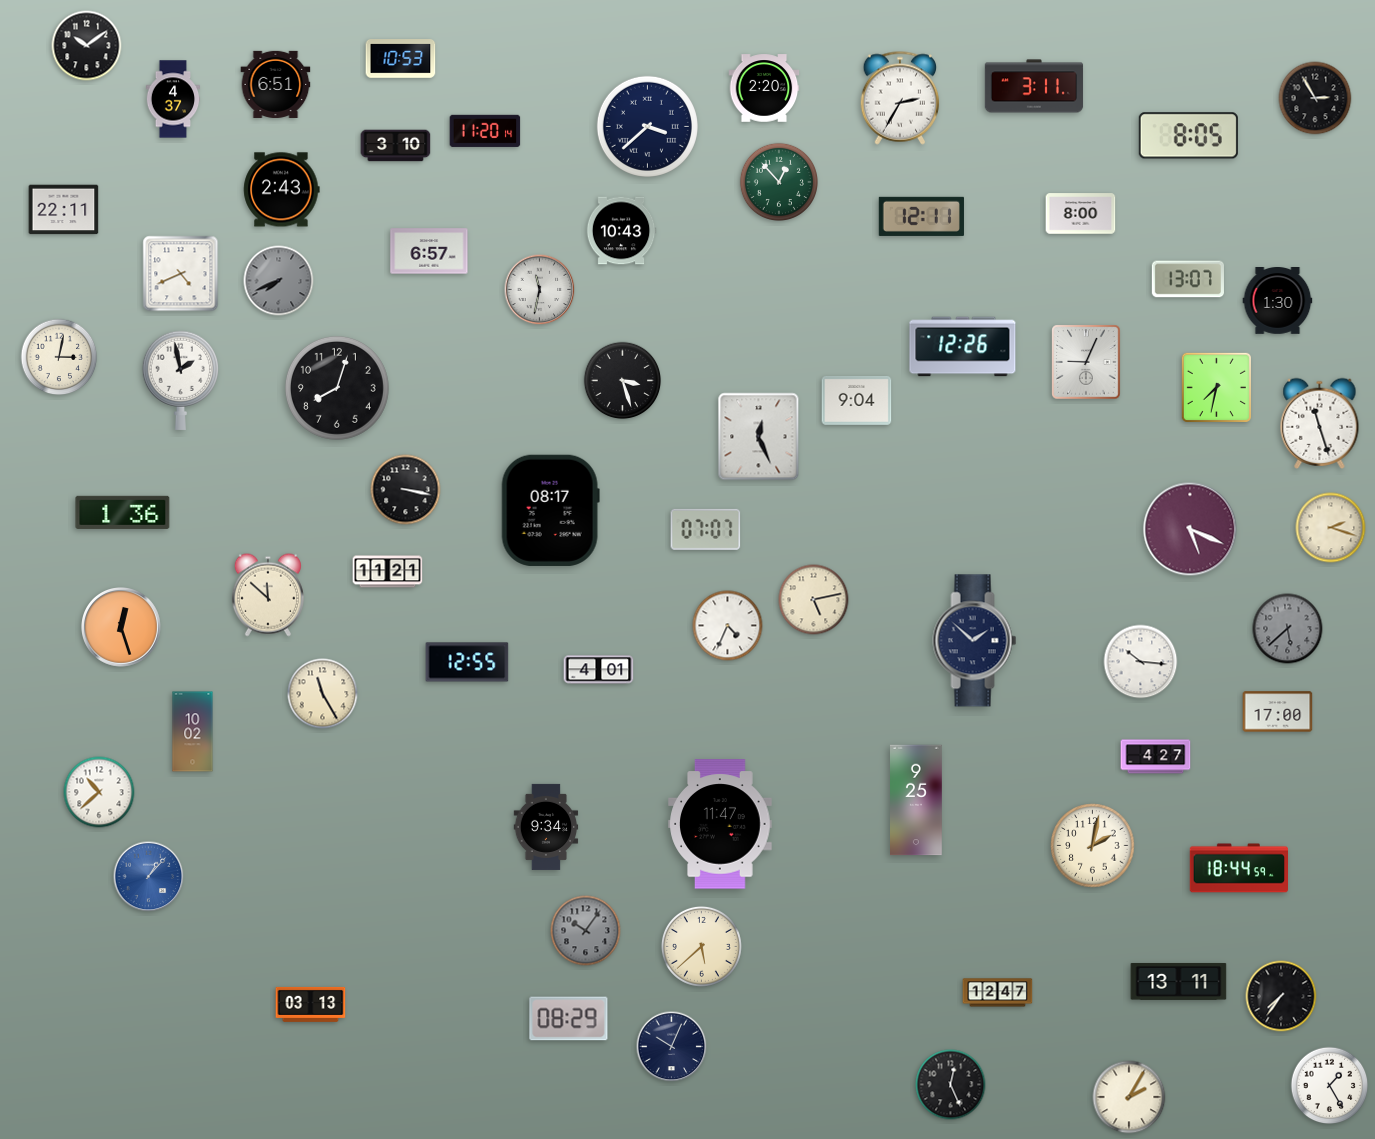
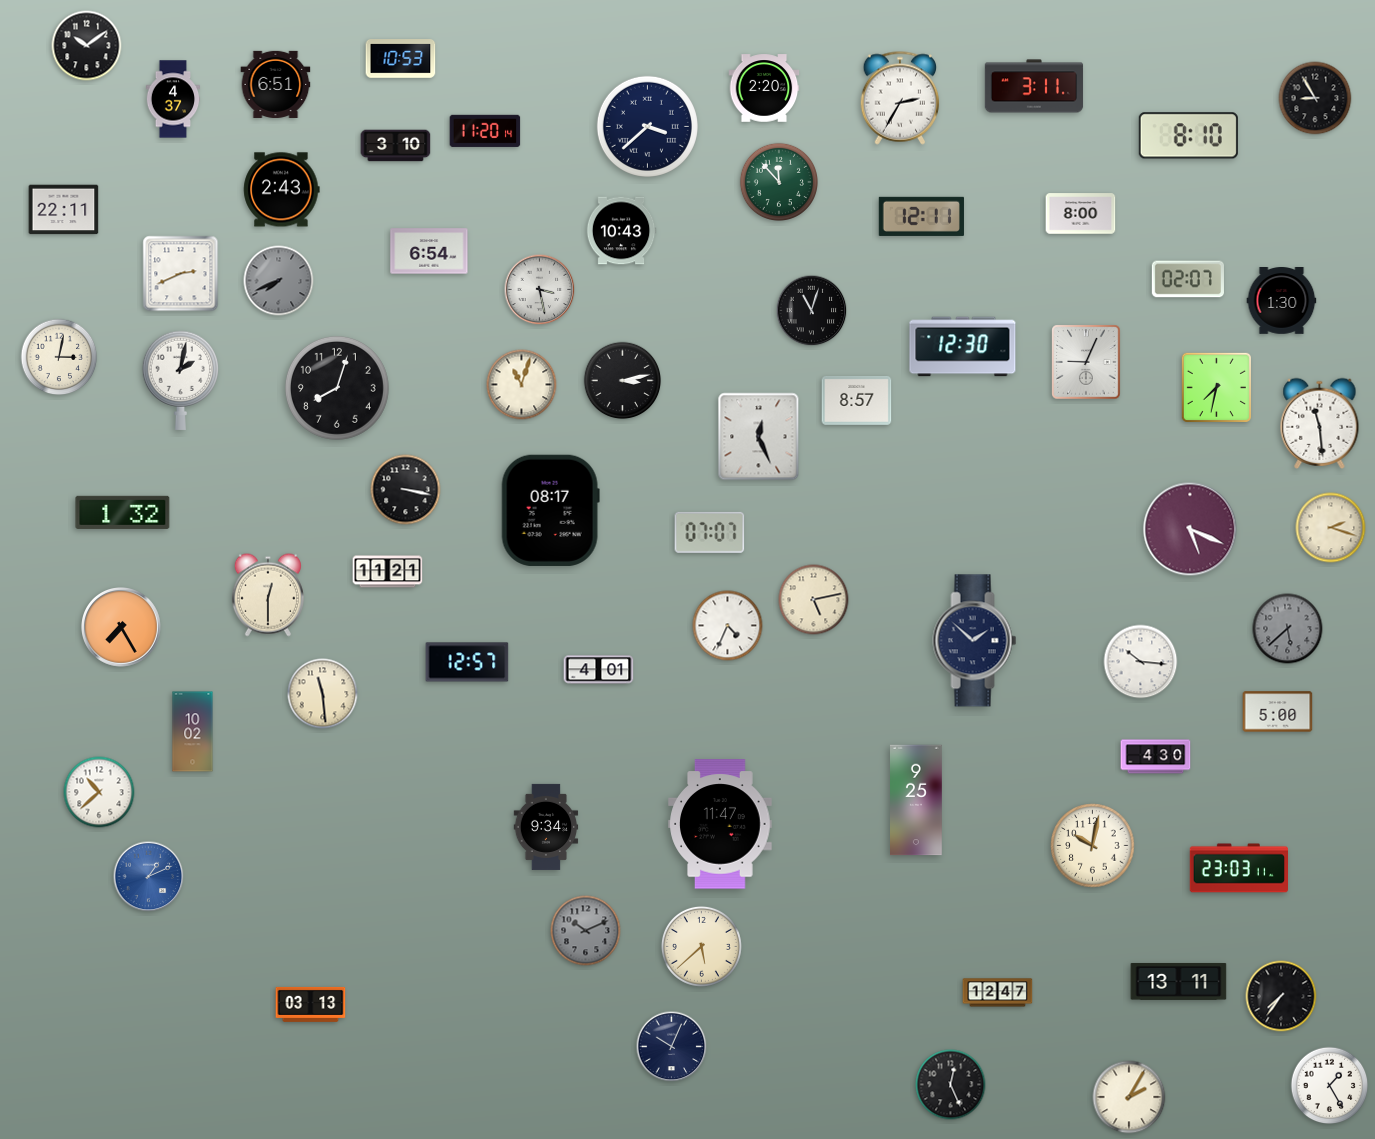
clock at (1315, 98): 2:55 -> 8:55
clock at (1188, 136): 8:05 -> 8:10
clock at (778, 181): 12:53 -> 11:53
clock at (429, 251): 6:57 -> 6:54
clock at (181, 274): 4:41 -> 2:41
clock at (1188, 279): 13:07 -> 02:07
clock at (540, 290): 11:32 -> 3:28
clock at (1278, 301) position: (1278, 301) -> (1282, 301)
clock at (812, 311): none -> 11:03
clock at (963, 347): 12:26 -> 12:30
clock at (180, 380): 1:58 -> 2:02
clock at (623, 381): 3:27 -> 3:13
clock at (522, 385): none -> 11:03
clock at (857, 400): 9:04 -> 8:57
clock at (1320, 423): 11:27 -> 11:29
clock at (123, 512): 1:36 -> 1:32
clock at (706, 529) position: (706, 529) -> (710, 532)
clock at (268, 595): 11:52 -> 12:30
clock at (122, 628): 12:27 -> 7:25
clock at (467, 662): 12:55 -> 12:57
clock at (323, 694): 11:25 -> 11:29
clock at (1278, 712): 17:00 -> 5:00
clock at (1156, 757): 4:27 -> 4:30
clock at (1093, 846): 2:02 -> 10:02
clock at (1238, 868): 18:44 -> 23:03
clock at (149, 877): 1:07 -> 1:11
clock at (586, 931): 10:06 -> 10:11
clock at (569, 1019): 08:29 -> none
